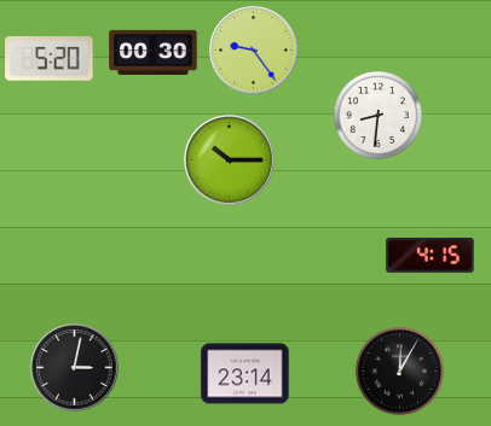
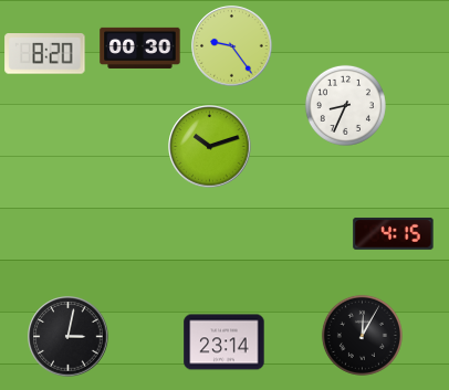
clock at (50, 59): 5:20 -> 8:20
clock at (377, 115): 8:31 -> 8:34
clock at (230, 161): 10:15 -> 10:12
clock at (399, 370) position: (399, 370) -> (362, 335)
